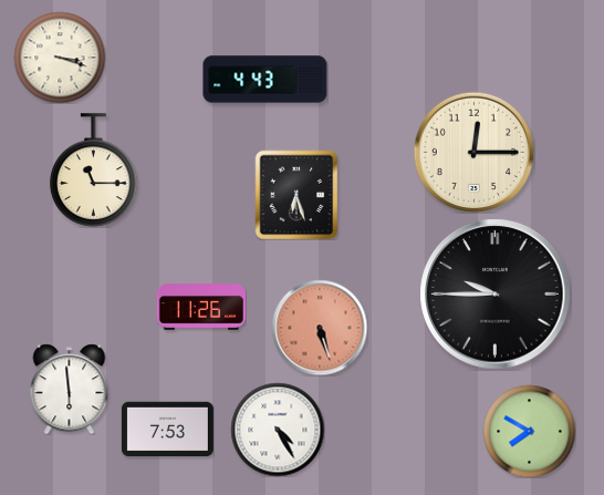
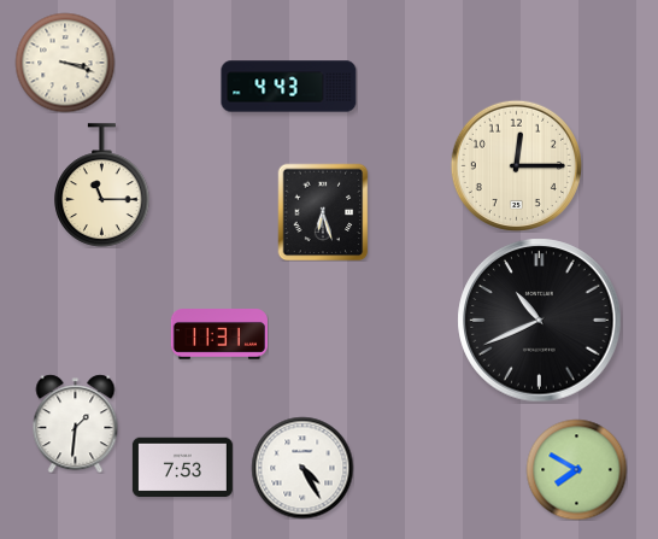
clock at (496, 295): 9:45 -> 10:41
clock at (201, 307): 11:26 -> 11:31
clock at (320, 328): 5:27 -> none
clock at (70, 389): 5:59 -> 1:31
